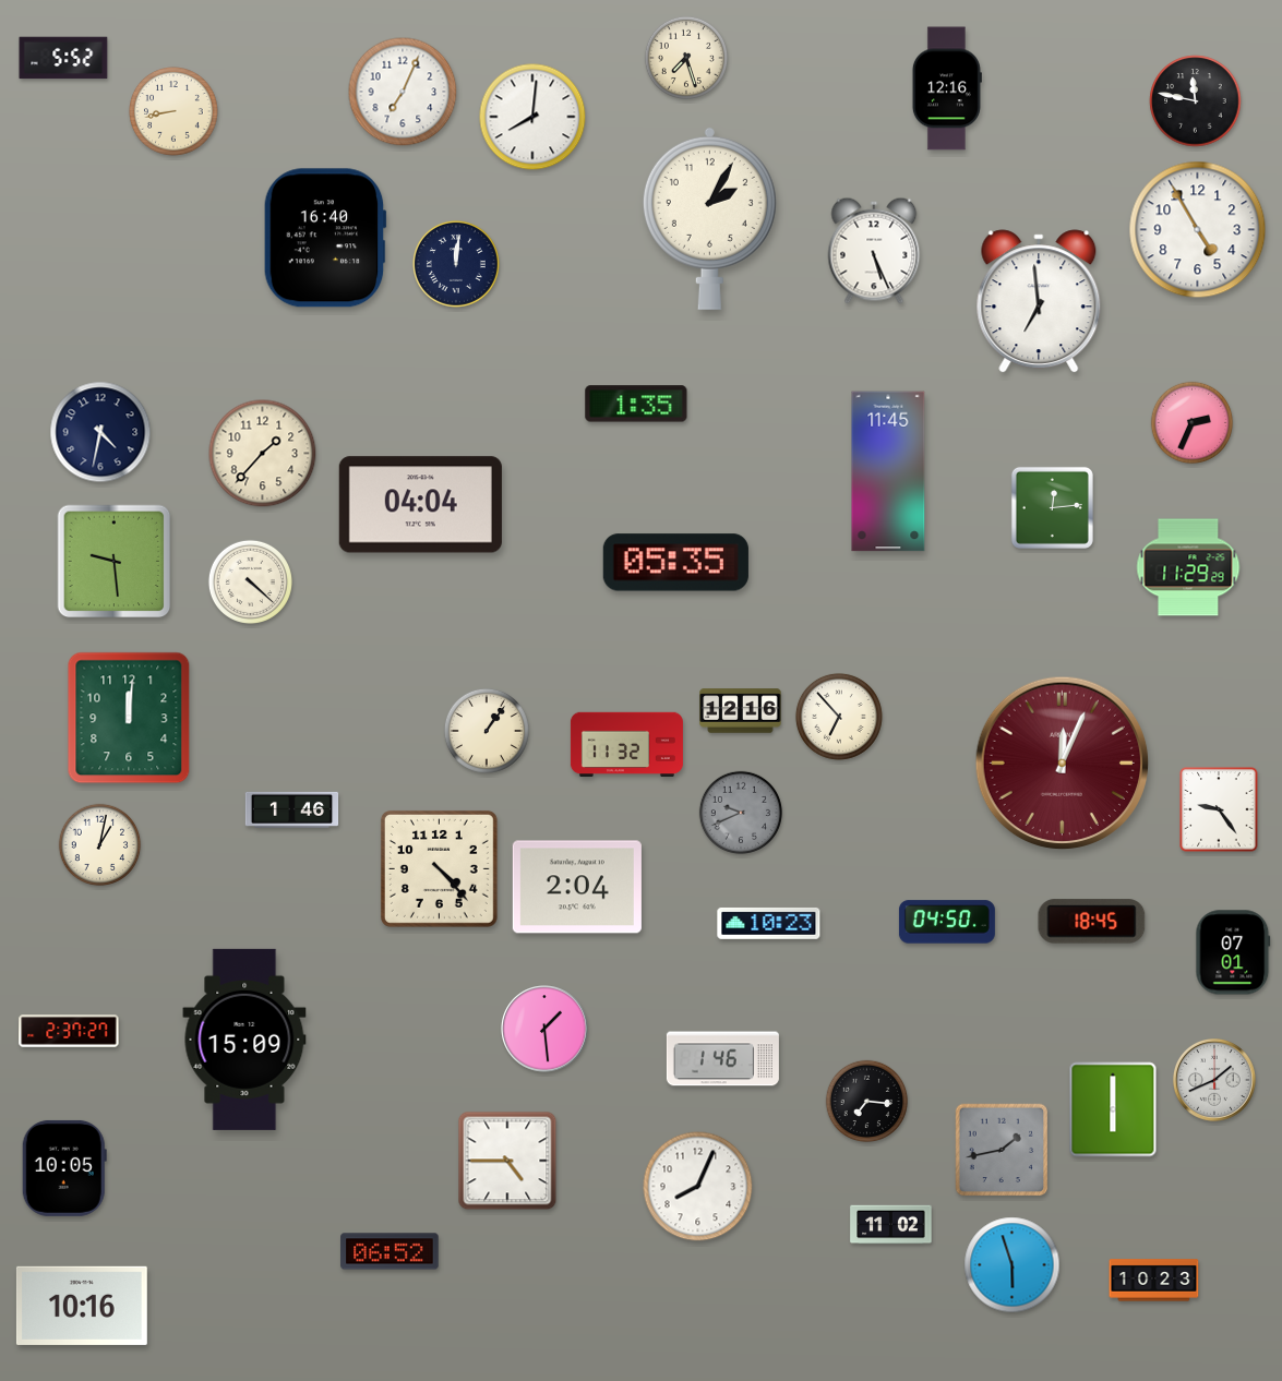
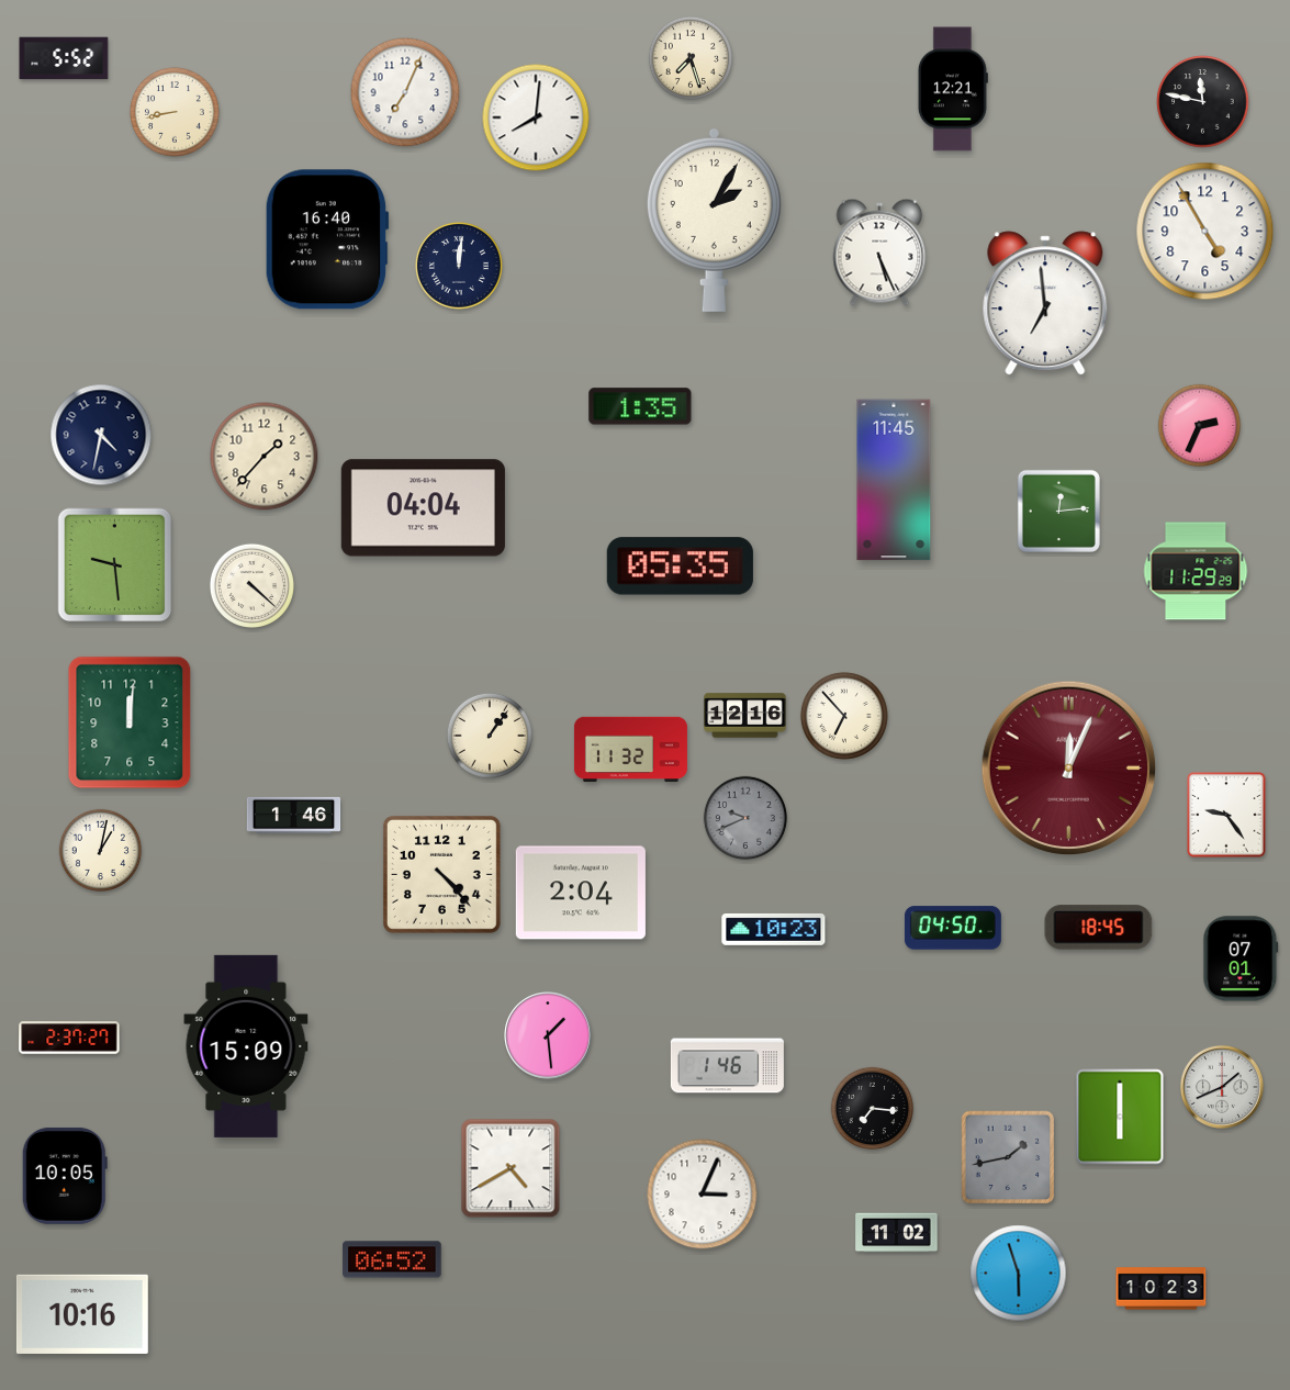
clock at (947, 88): 12:16 -> 12:21
clock at (888, 471) position: (888, 471) -> (894, 480)
clock at (839, 717) position: (839, 717) -> (844, 716)
clock at (507, 1161): 4:45 -> 4:40
clock at (698, 1187): 8:04 -> 3:04
